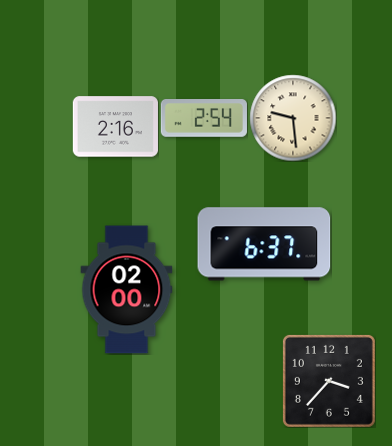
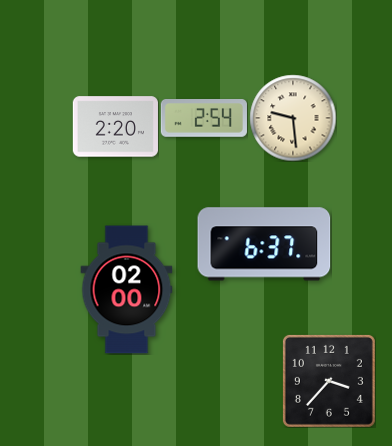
clock at (115, 127): 2:16 -> 2:20
